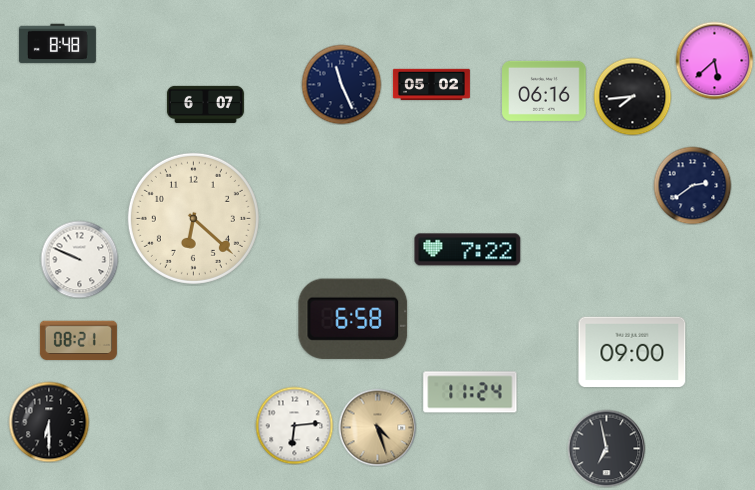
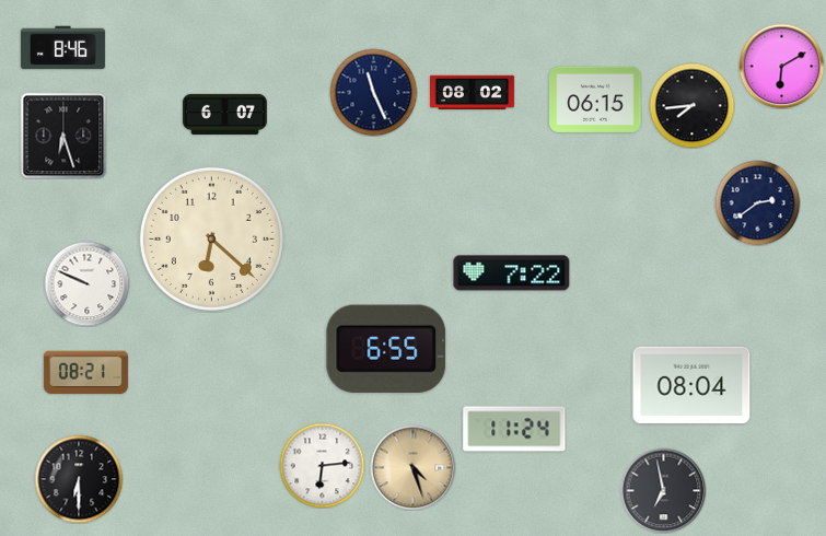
clock at (57, 44): 8:48 -> 8:46
clock at (714, 60): 5:38 -> 6:10
clock at (431, 85): 05:02 -> 08:02
clock at (544, 91): 06:16 -> 06:15
clock at (63, 136): none -> 6:27
clock at (353, 319): 6:58 -> 6:55
clock at (632, 352): 09:00 -> 08:04
clock at (49, 422) position: (49, 422) -> (79, 479)
